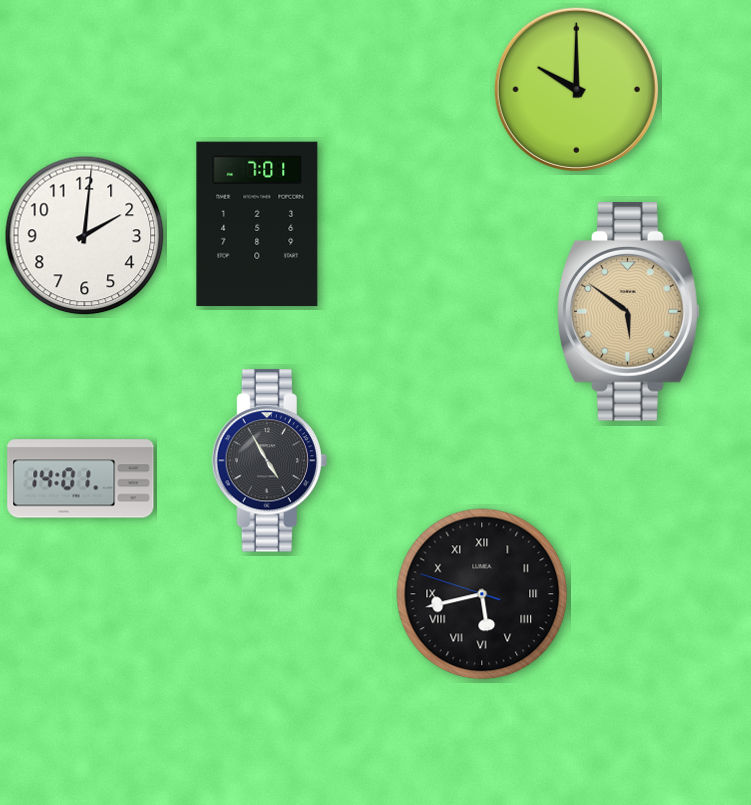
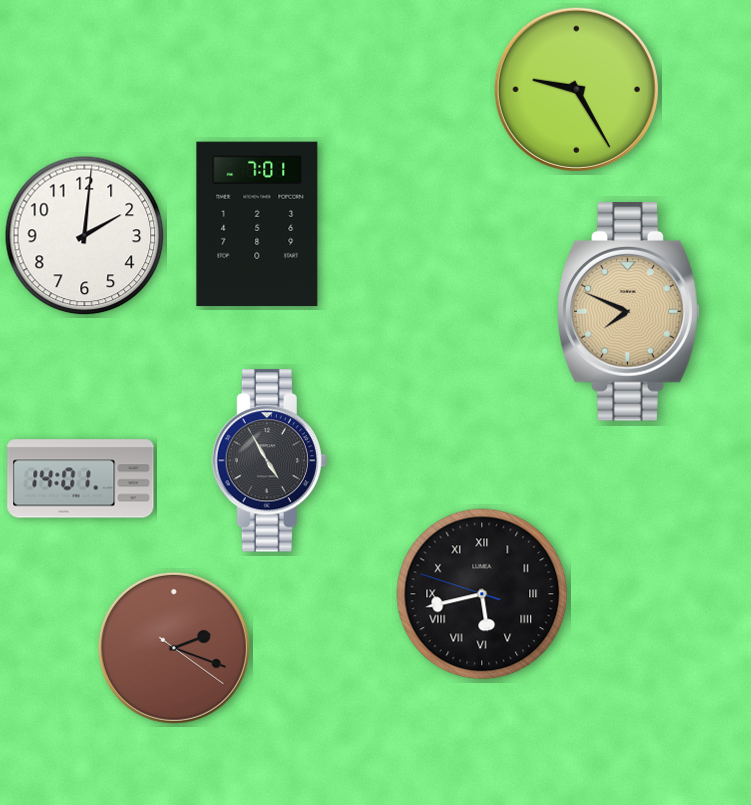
clock at (576, 89): 10:00 -> 9:25
clock at (629, 312): 5:51 -> 7:49
clock at (174, 648): none -> 2:18
